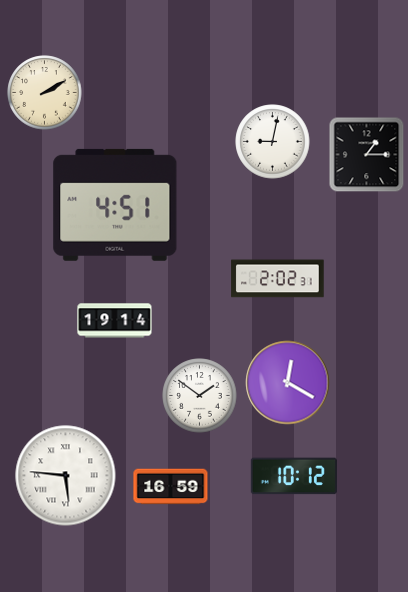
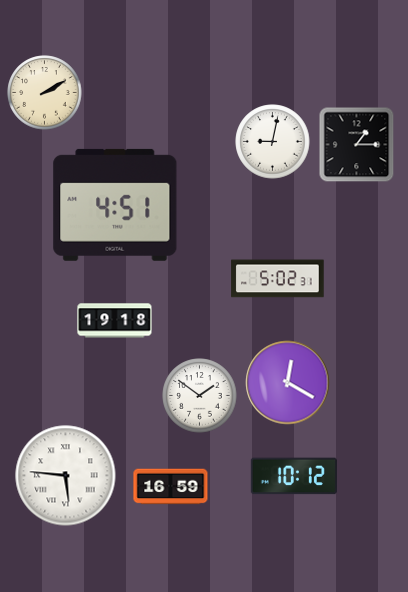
clock at (367, 155) position: (367, 155) -> (357, 145)
clock at (278, 279): 2:02 -> 5:02
clock at (115, 321): 19:14 -> 19:18
